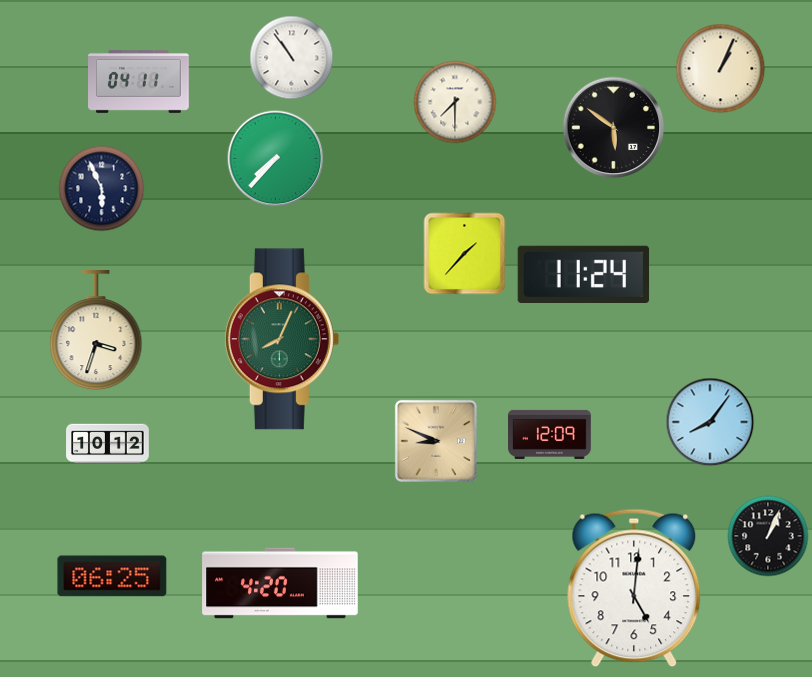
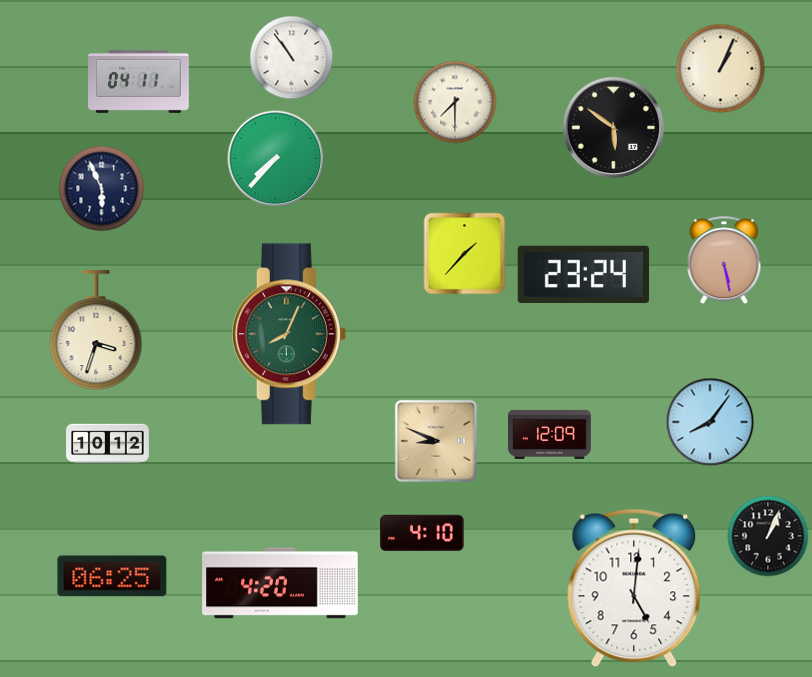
clock at (724, 261): none -> 5:28
clock at (584, 274): 11:24 -> 23:24
clock at (282, 339) position: (282, 339) -> (289, 334)
clock at (422, 532): none -> 4:10
